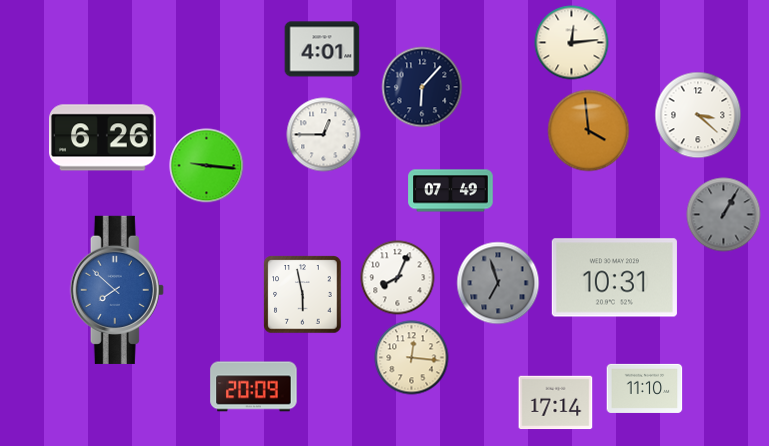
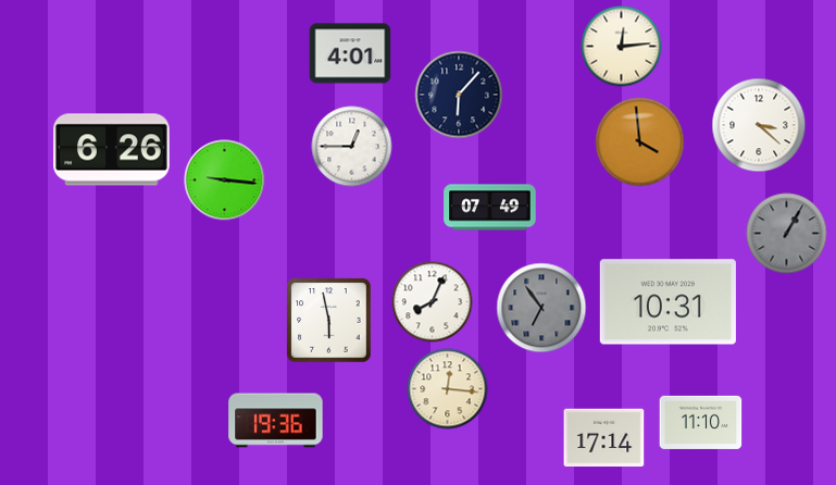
clock at (498, 283): 6:57 -> 6:54
clock at (117, 290): 7:52 -> none
clock at (254, 387): 20:09 -> 19:36
